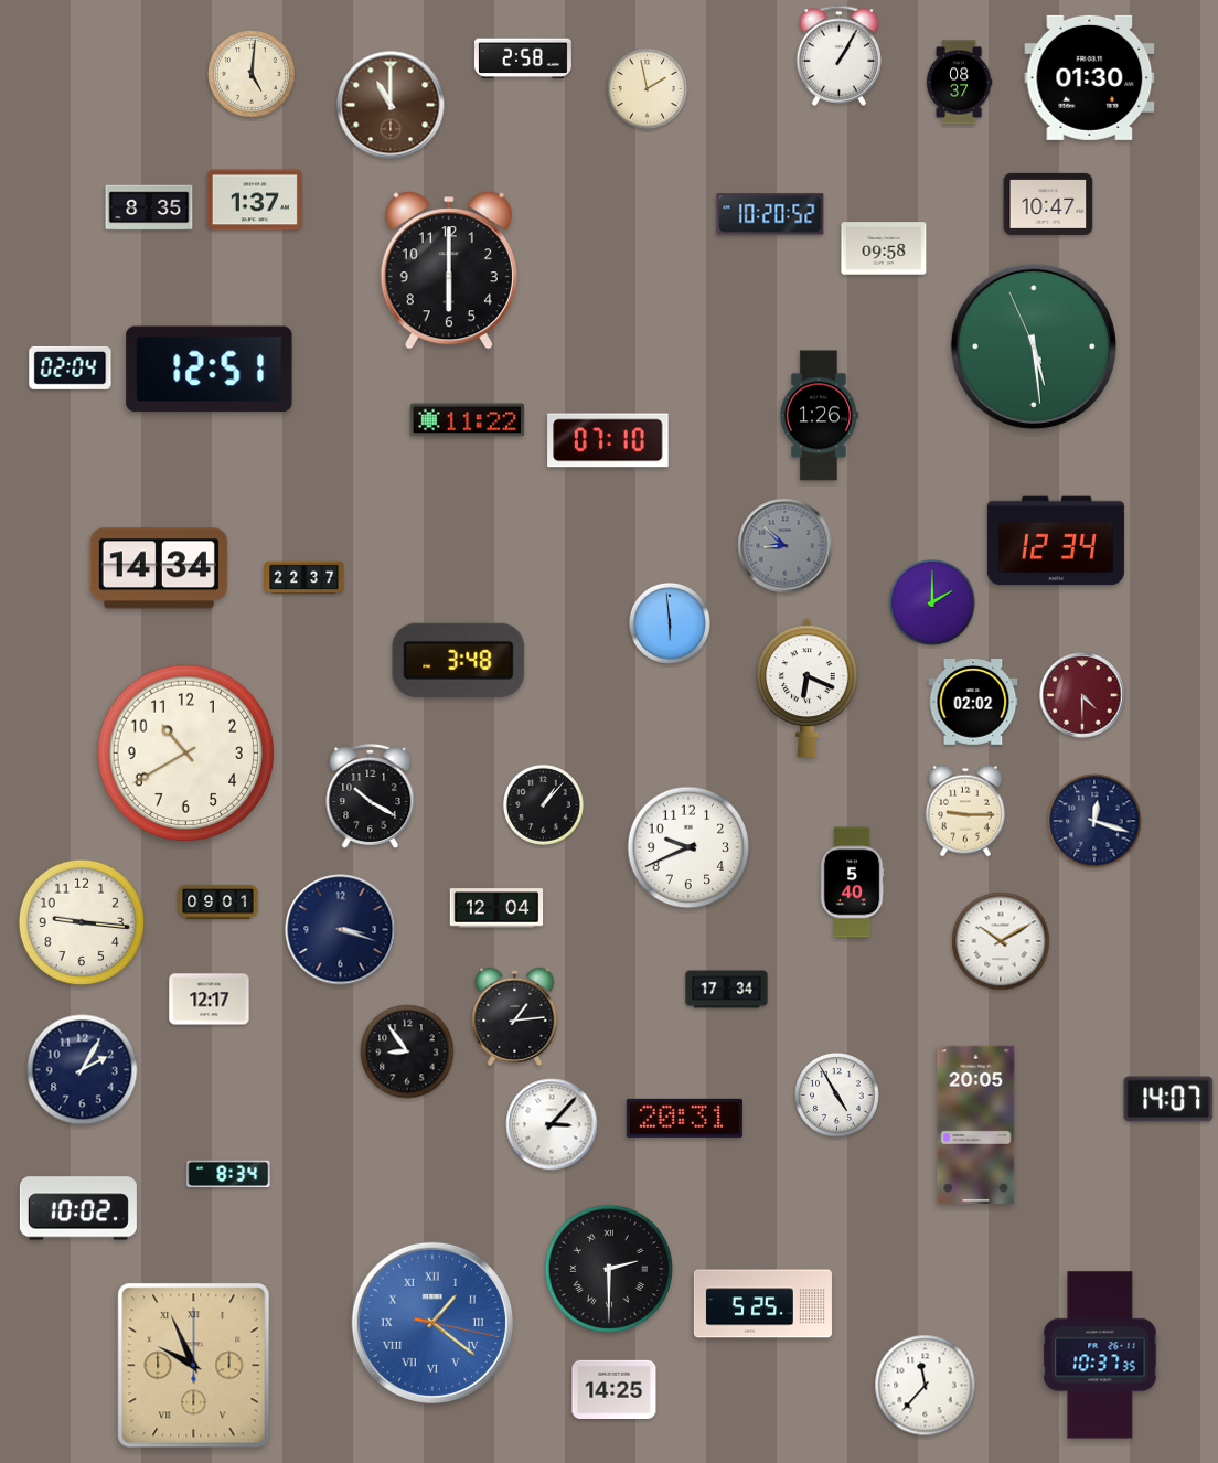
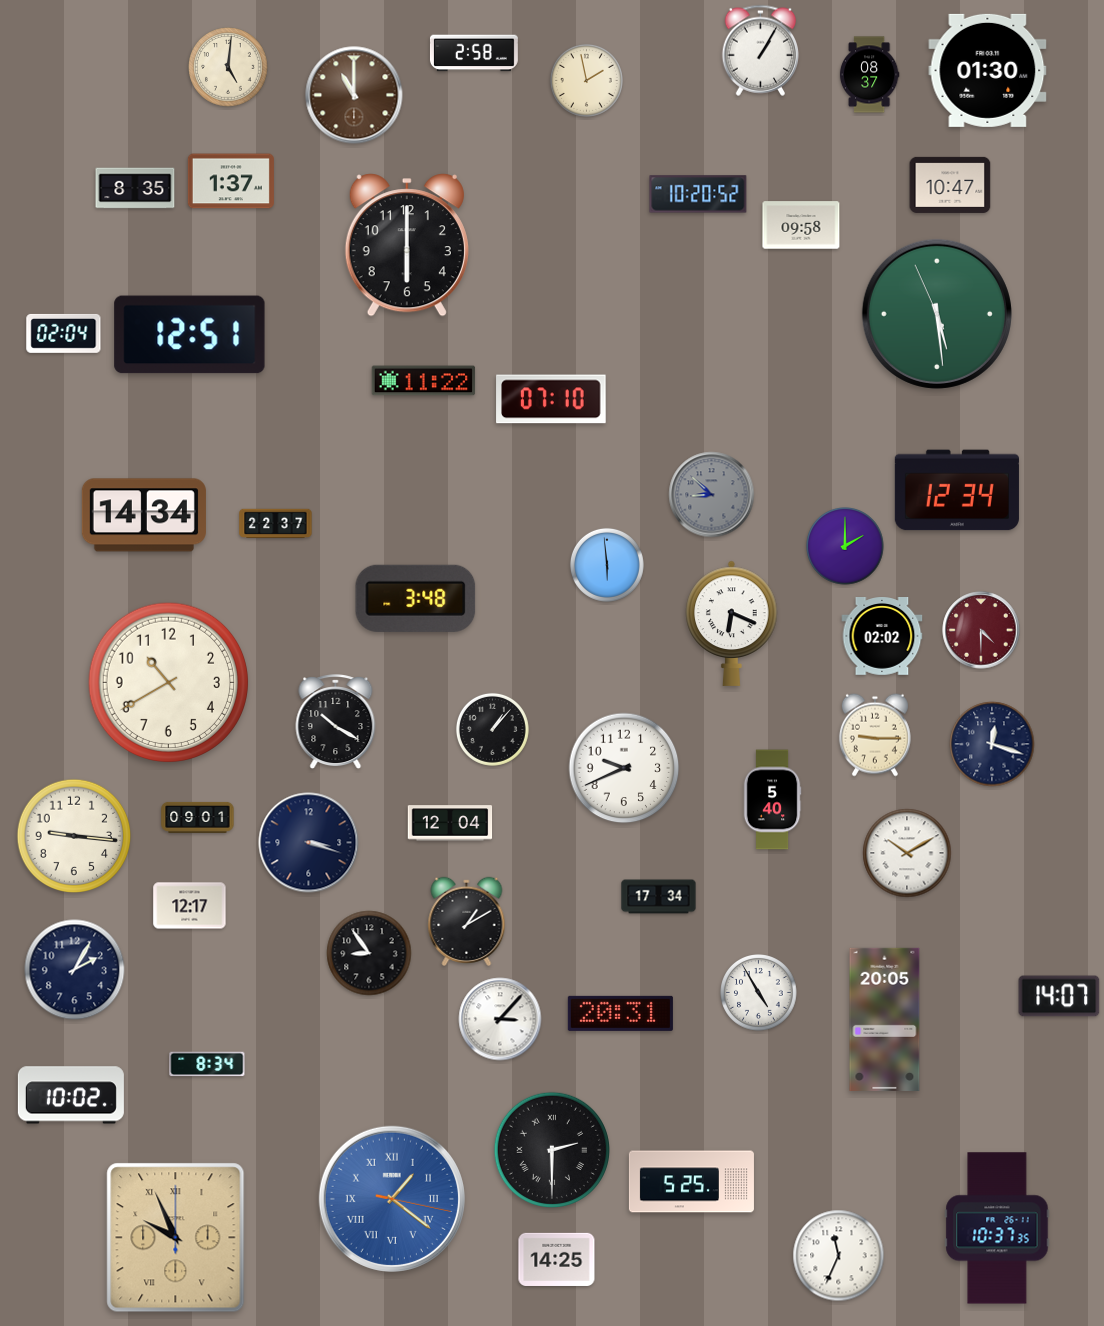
clock at (819, 416): 1:26 -> none
clock at (515, 1016): 1:14 -> 1:10
clock at (926, 1386): 11:37 -> 11:34
